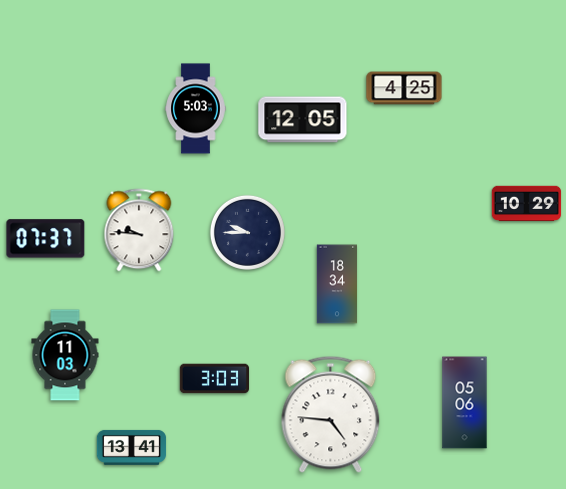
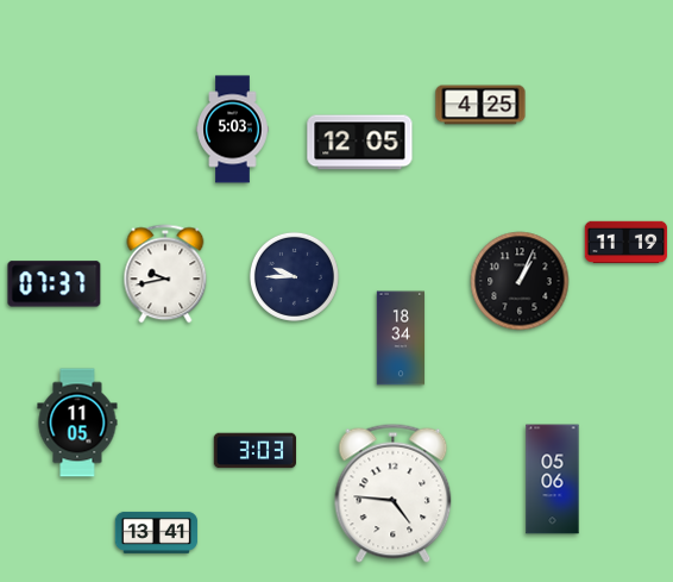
clock at (527, 204): 10:29 -> 11:19
clock at (139, 230): 9:46 -> 9:43
clock at (520, 281): none -> 1:04
clock at (65, 355): 11:03 -> 11:05
